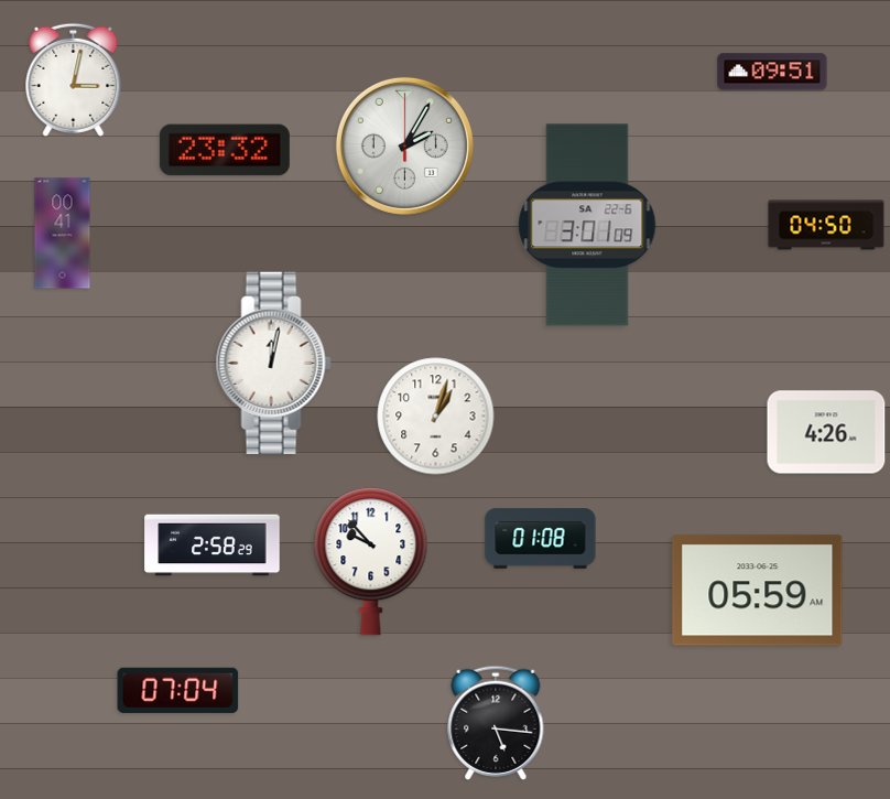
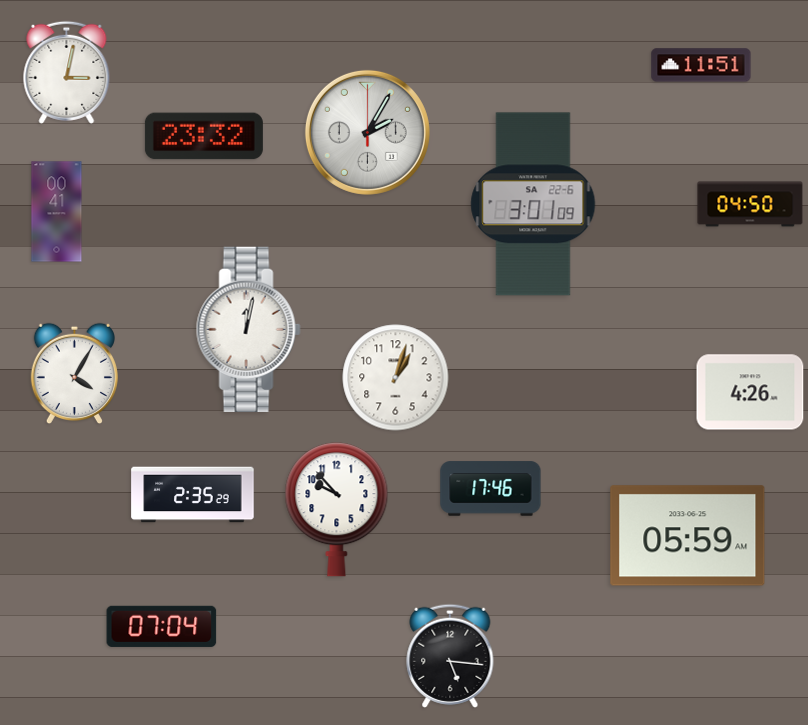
clock at (772, 72): 09:51 -> 11:51
clock at (74, 374): none -> 4:05
clock at (541, 539): 01:08 -> 17:46
clock at (213, 546): 2:58 -> 2:35
